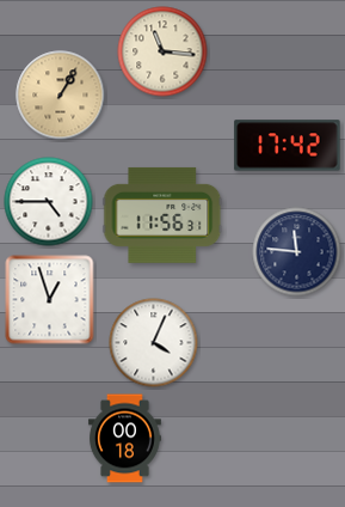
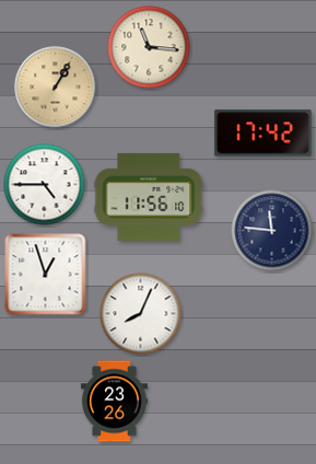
clock at (162, 215): 11:56:31 -> 11:56:10
clock at (154, 343): 4:04 -> 8:04
clock at (124, 439): 00:18 -> 23:26
